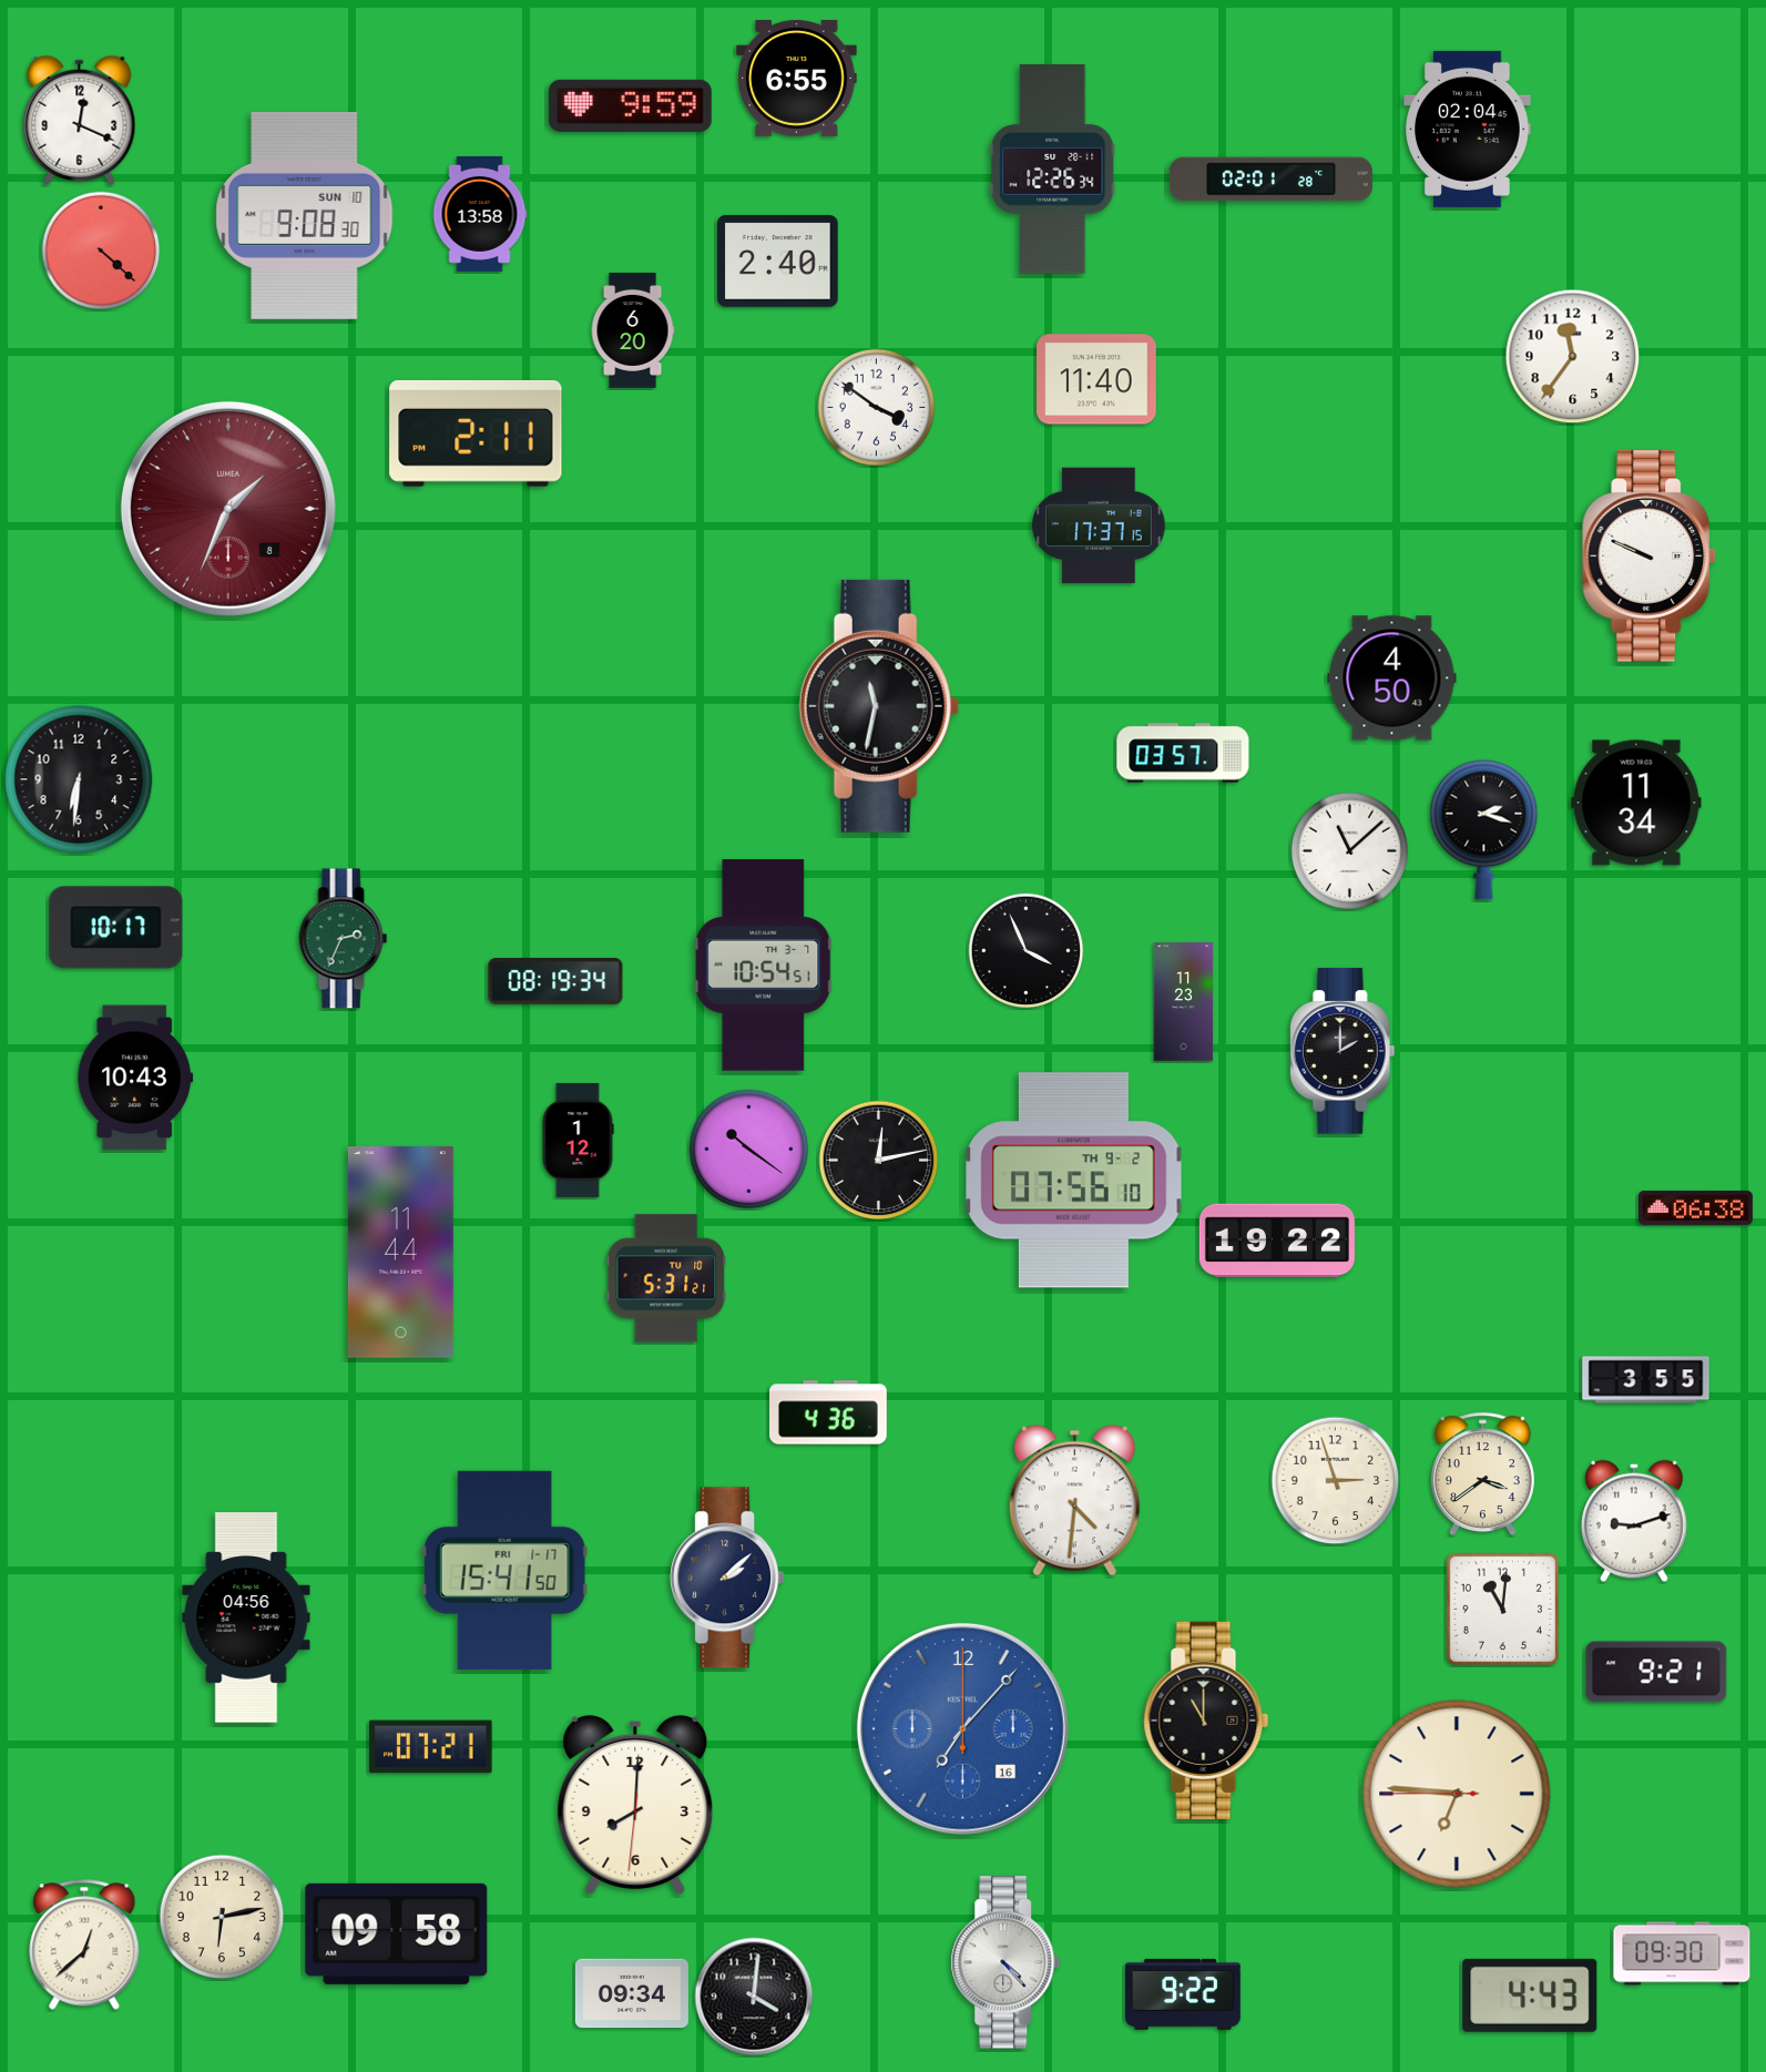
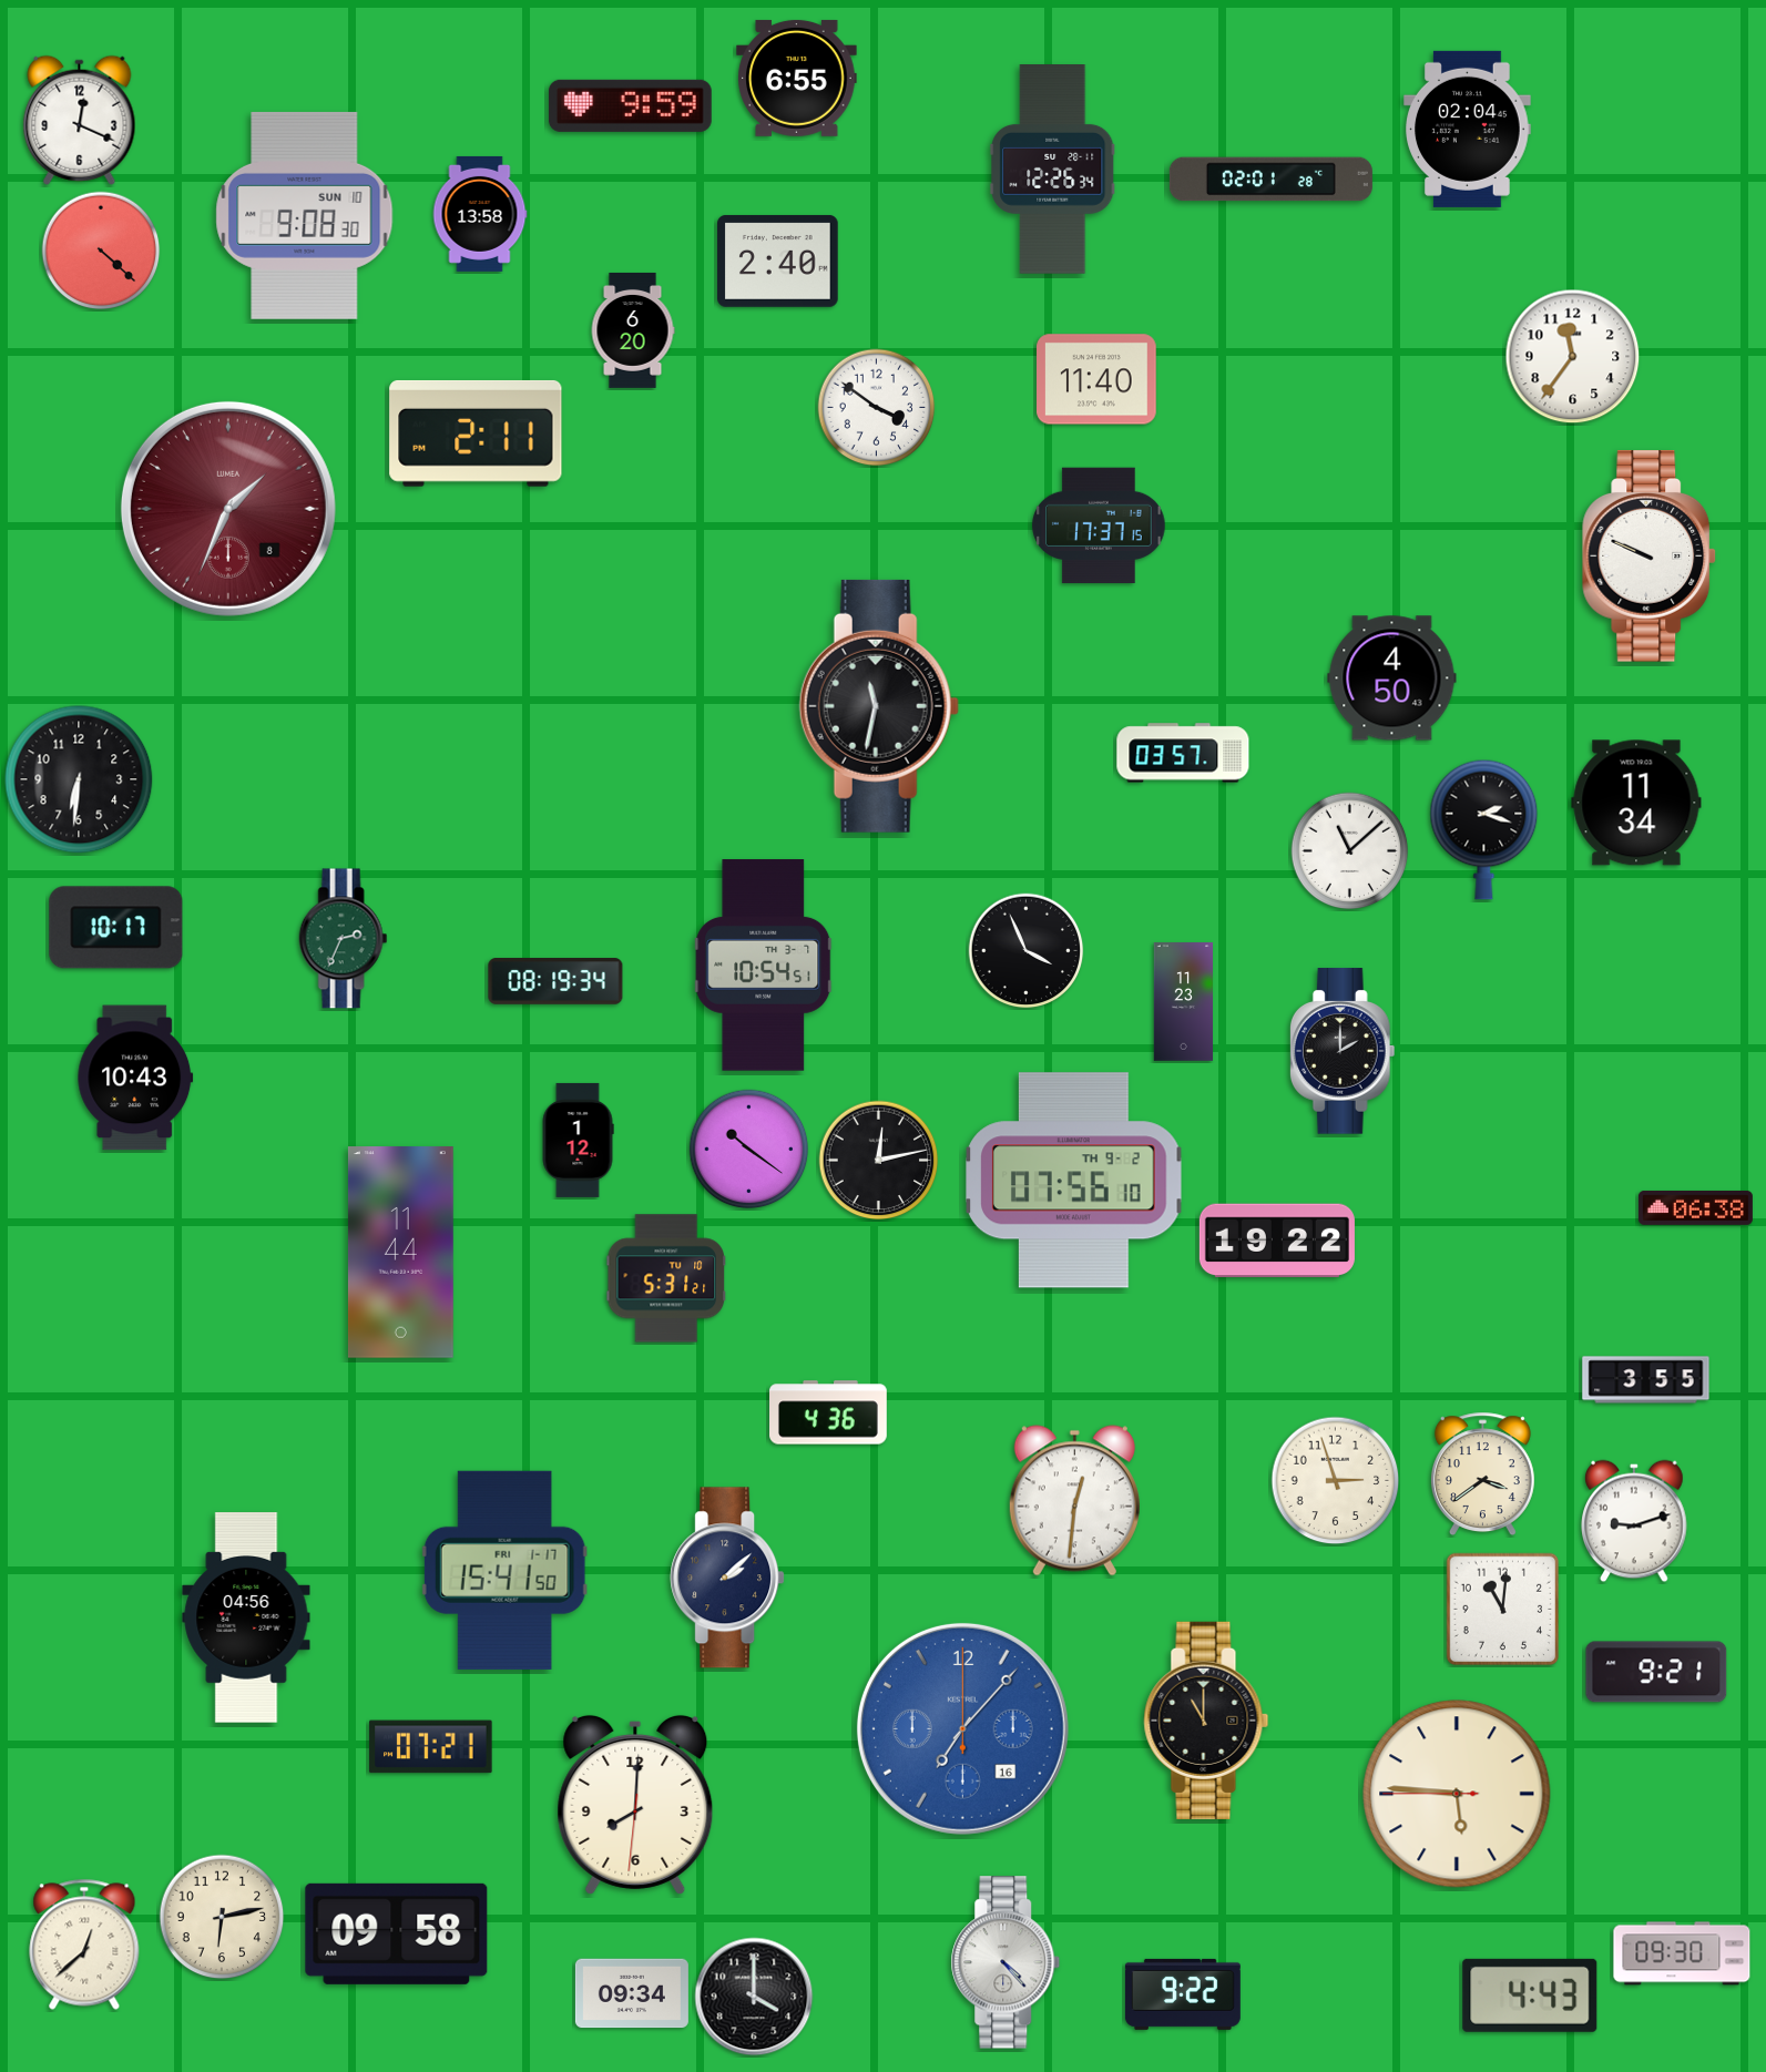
clock at (1074, 1501): 4:31 -> 12:31
clock at (1457, 1794): 6:45 -> 5:45
clock at (754, 1997): 4:01 -> 4:00
